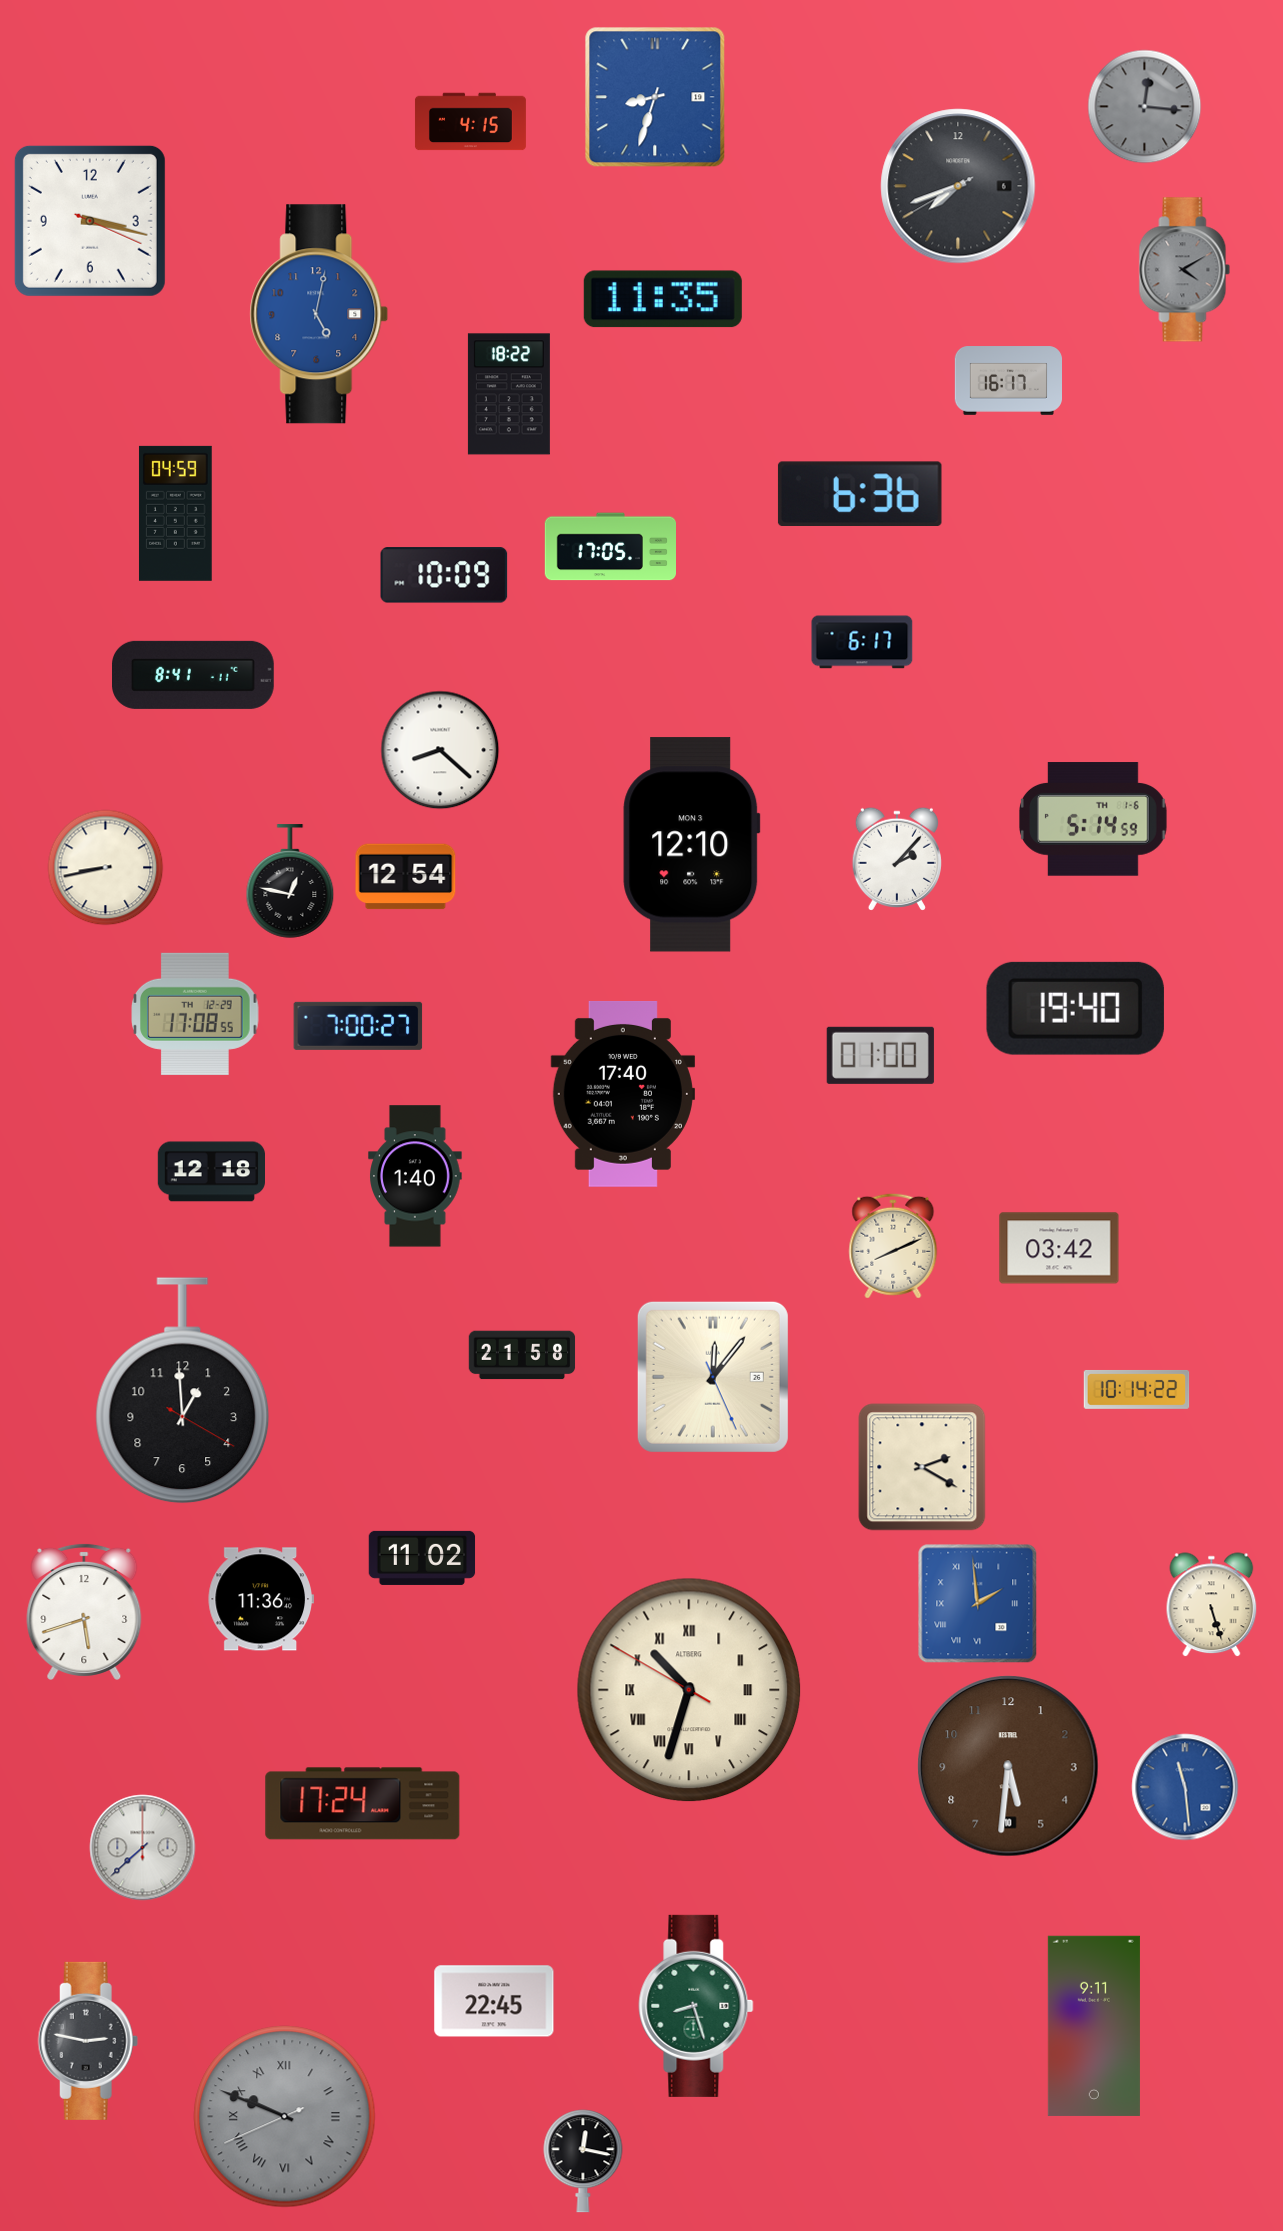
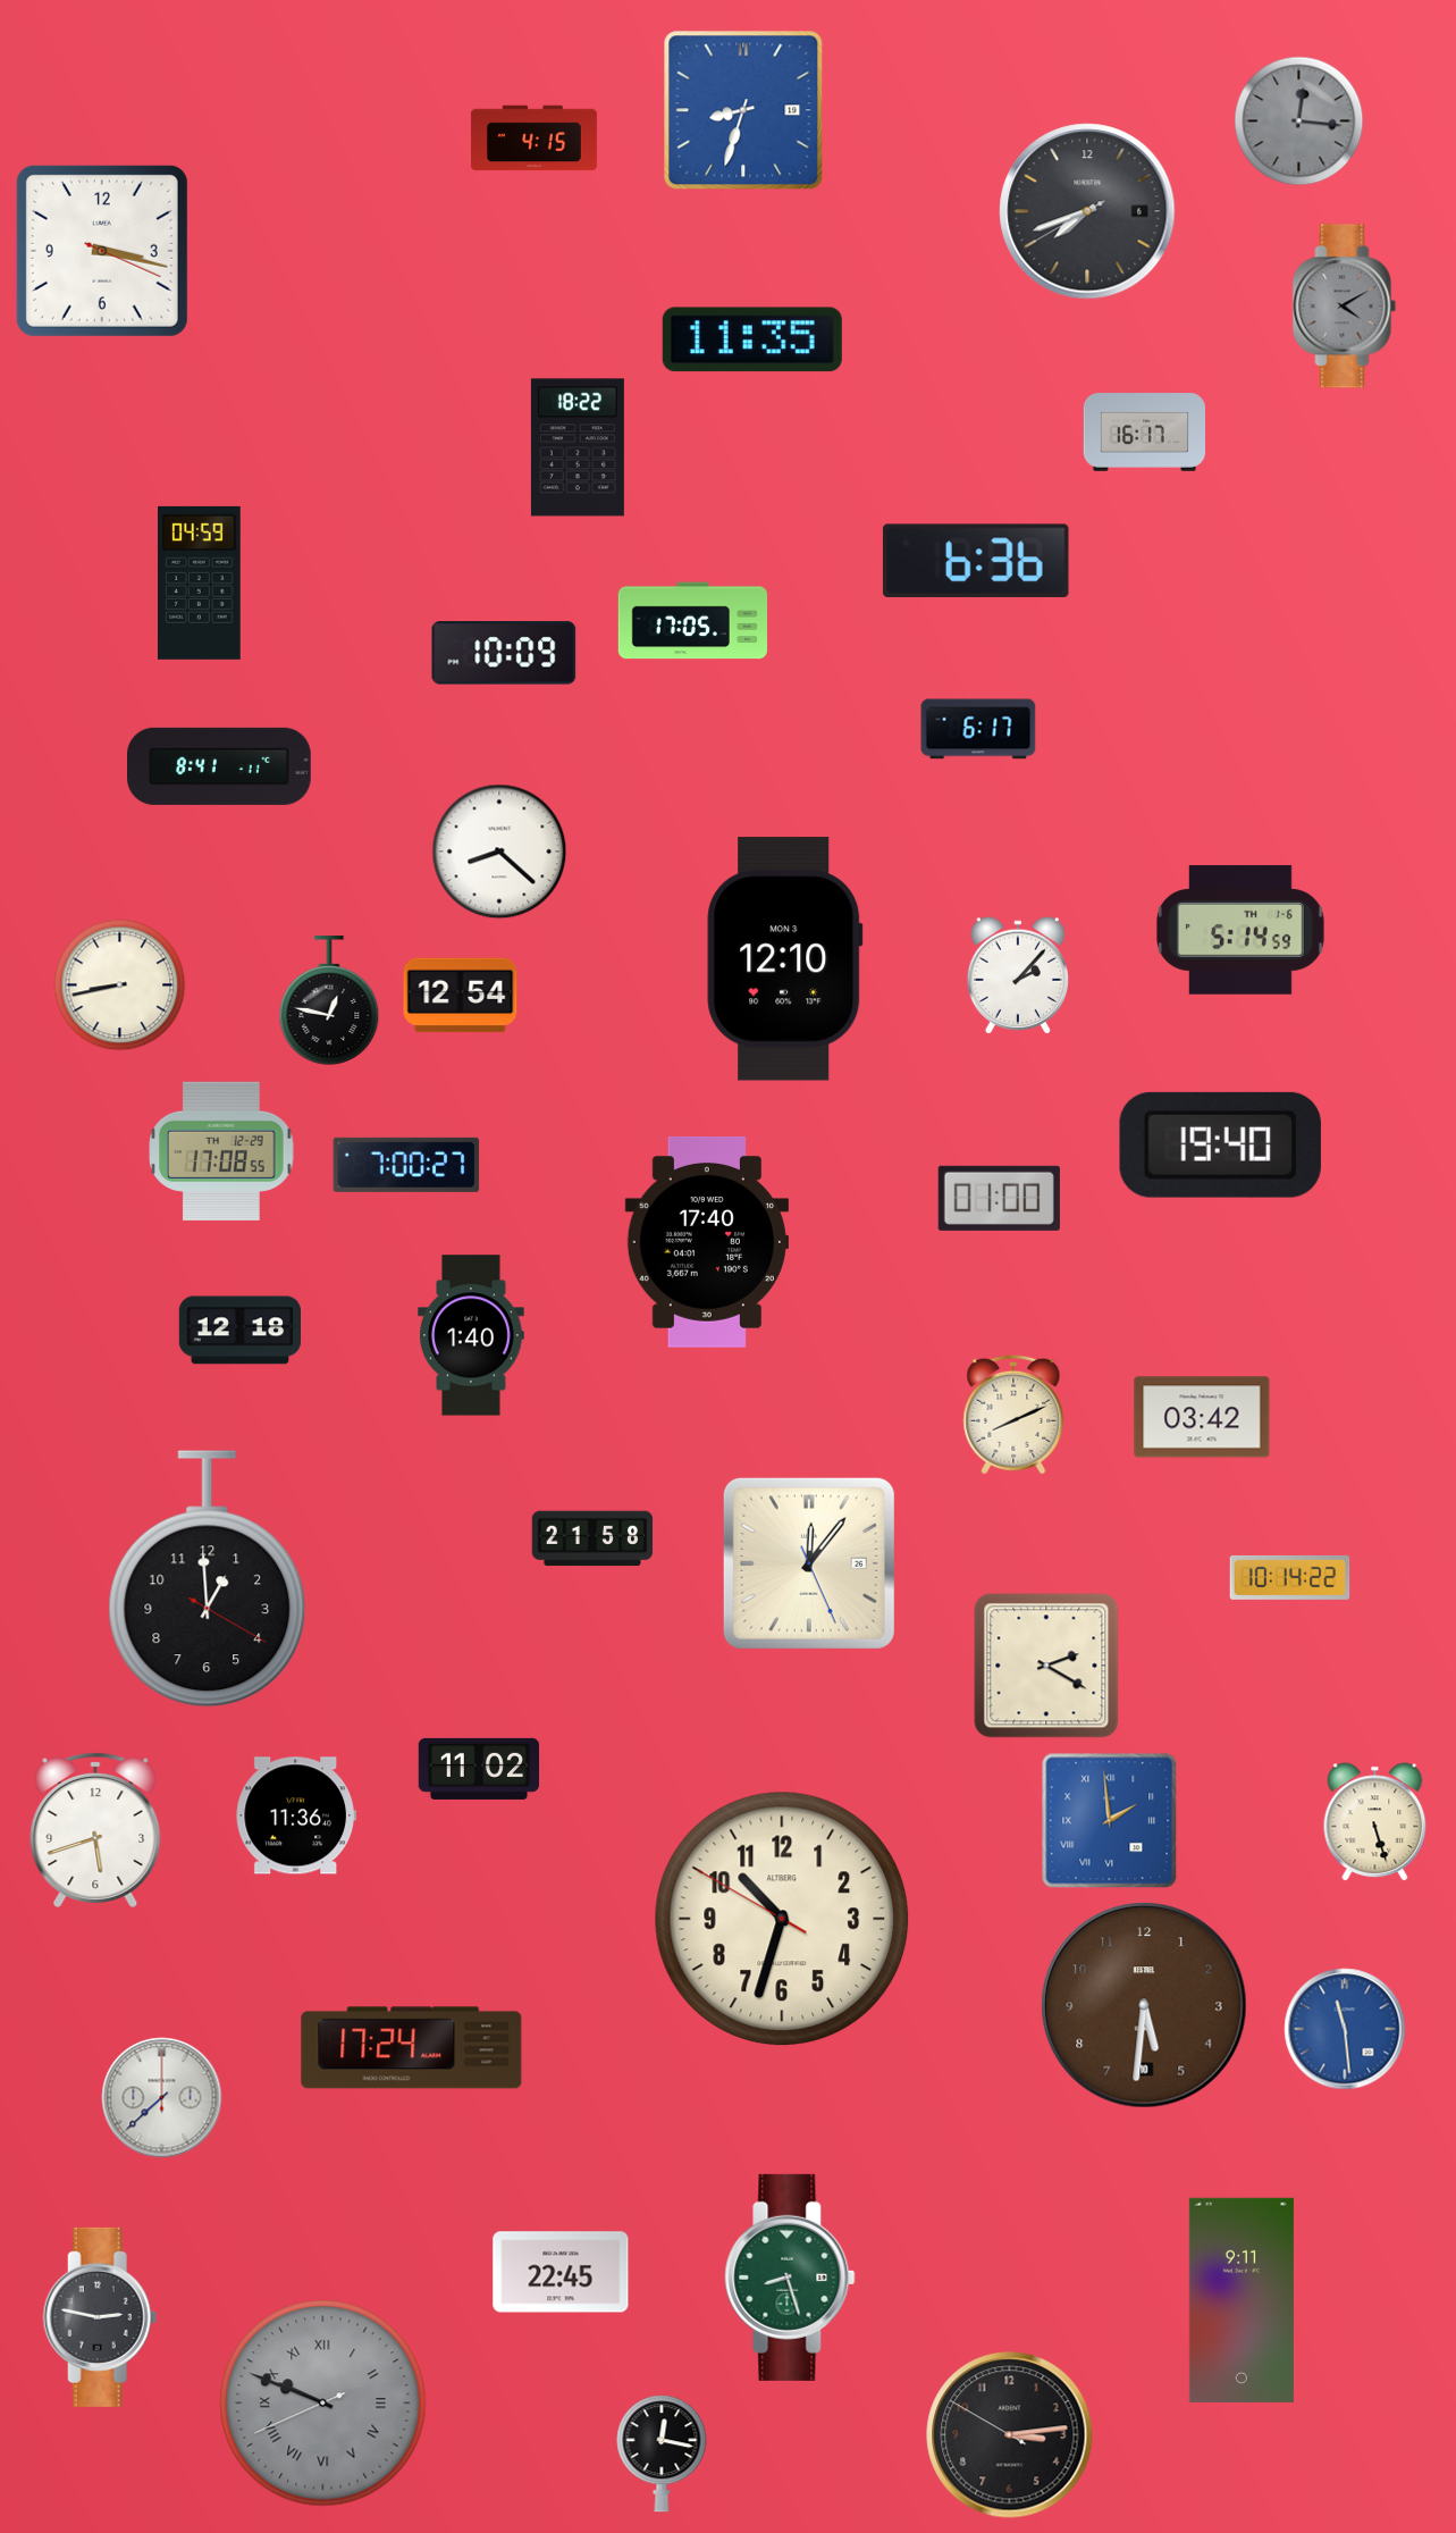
clock at (319, 314): 5:02 -> none
clock at (689, 1690) numerals: Roman -> Arabic
clock at (1010, 2435): none -> 3:13
